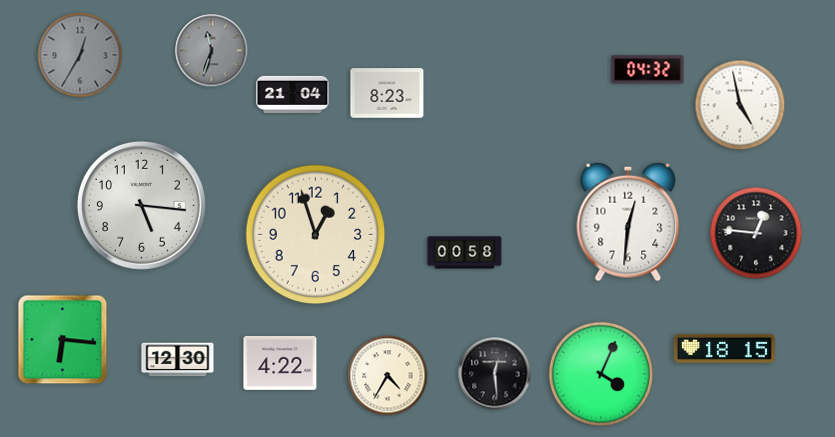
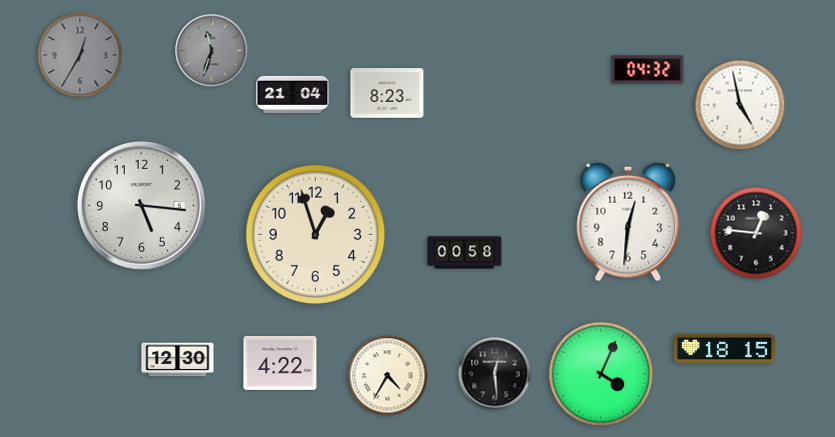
clock at (63, 340): 6:16 -> none
